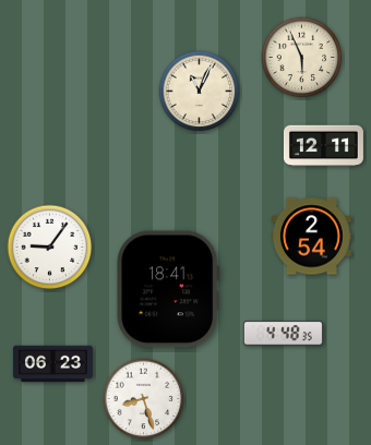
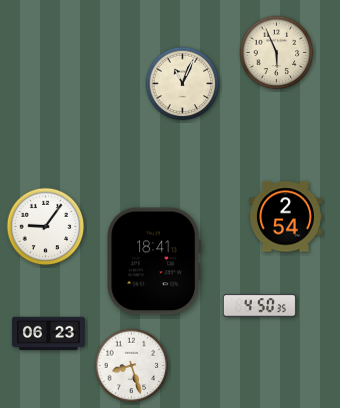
clock at (323, 146): 12:11 -> none
clock at (168, 289) position: (168, 289) -> (154, 261)
clock at (283, 334): 4:48 -> 4:50
